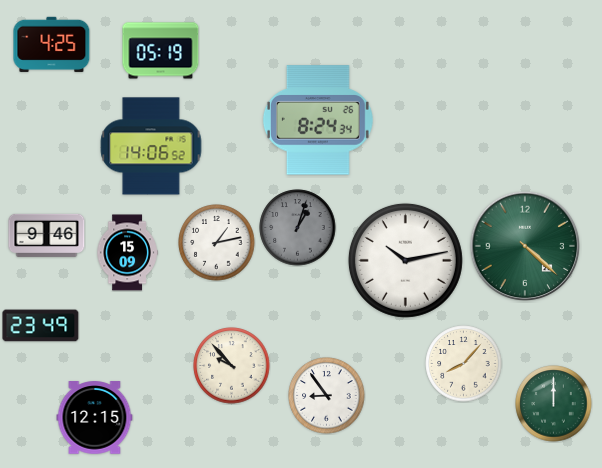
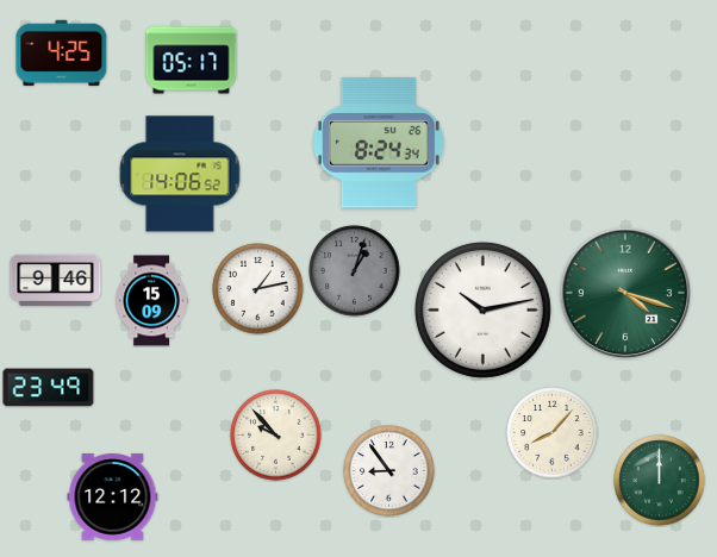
clock at (161, 51): 05:19 -> 05:17
clock at (525, 246): 4:22 -> 4:18
clock at (95, 418): 12:15 -> 12:12
